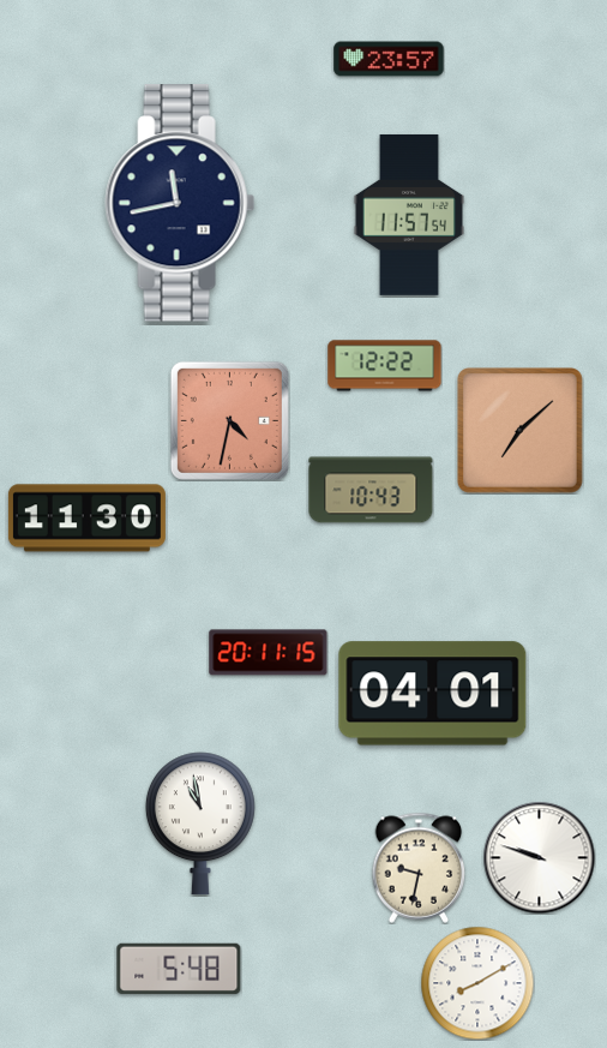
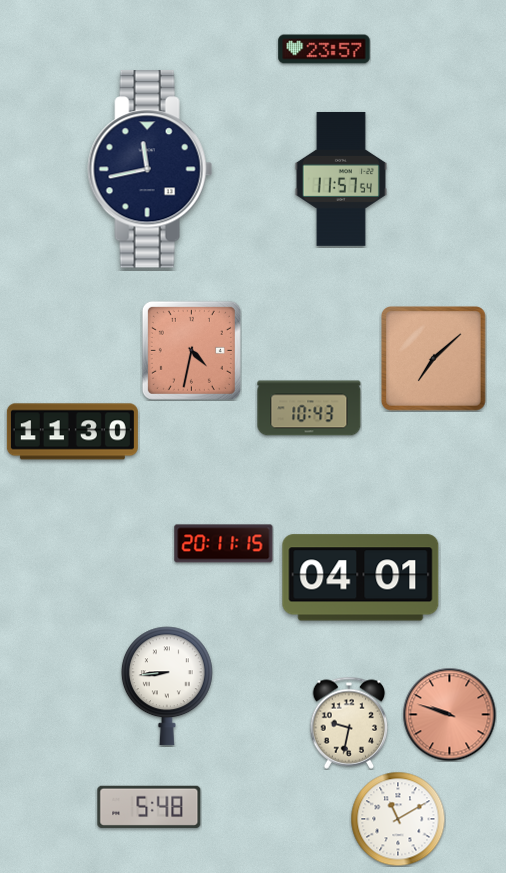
clock at (385, 366): 12:22 -> none
clock at (200, 824): 10:58 -> 8:44
clock at (539, 857) dial: white -> salmon
clock at (477, 983): 8:10 -> 11:10
